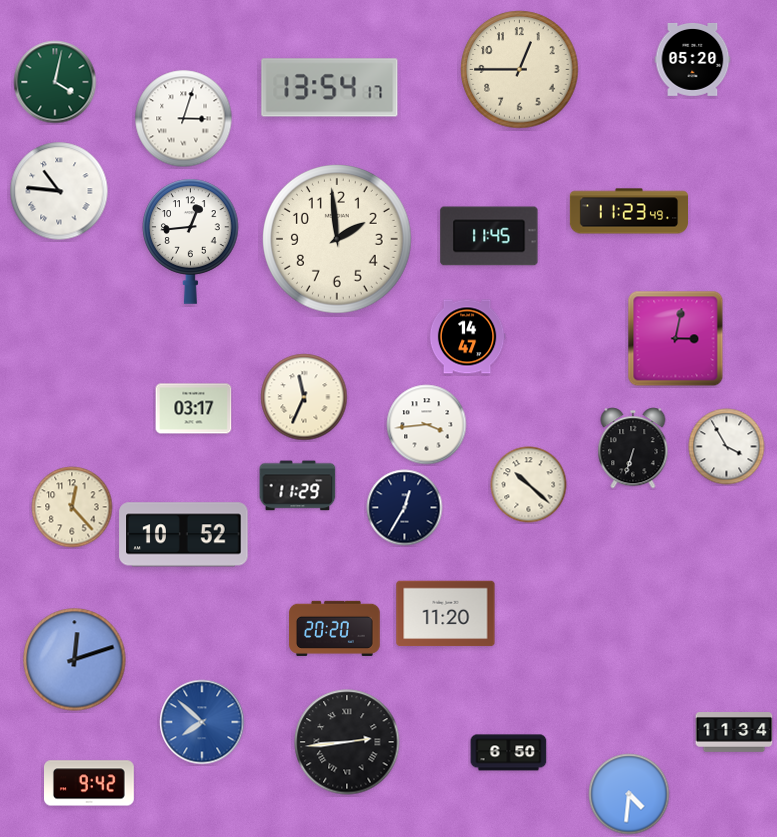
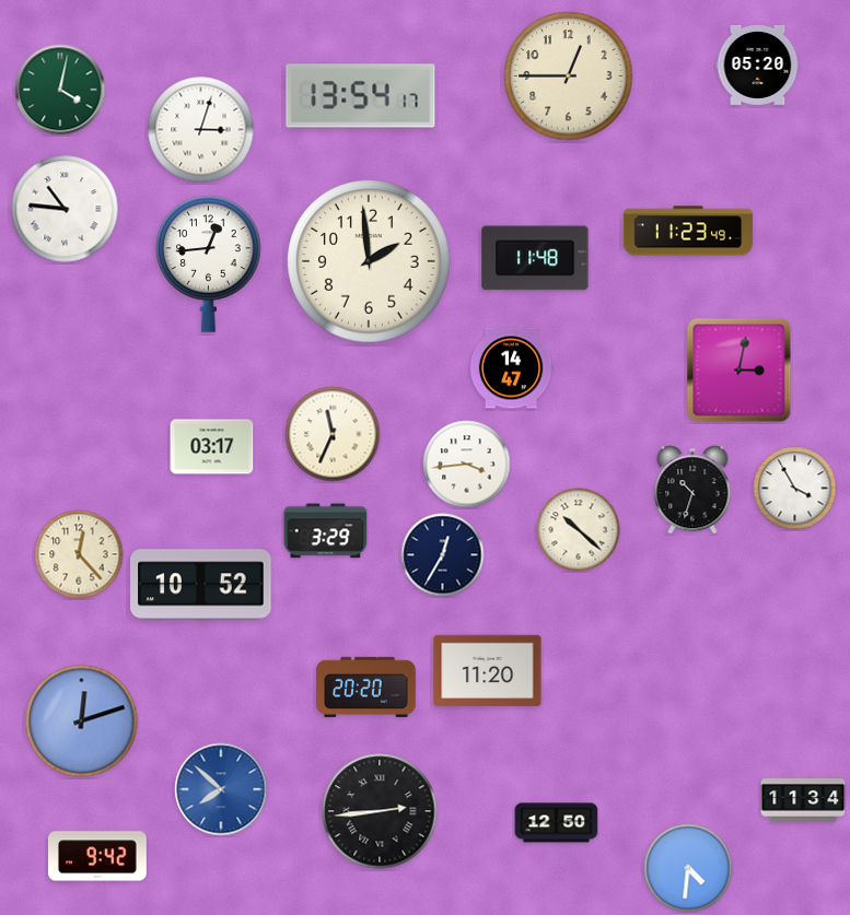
clock at (489, 236): 11:45 -> 11:48
clock at (633, 448): 6:33 -> 10:33
clock at (298, 486): 11:29 -> 3:29
clock at (509, 753): 6:50 -> 12:50
